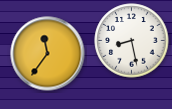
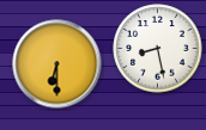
clock at (48, 54): 11:36 -> 6:30
